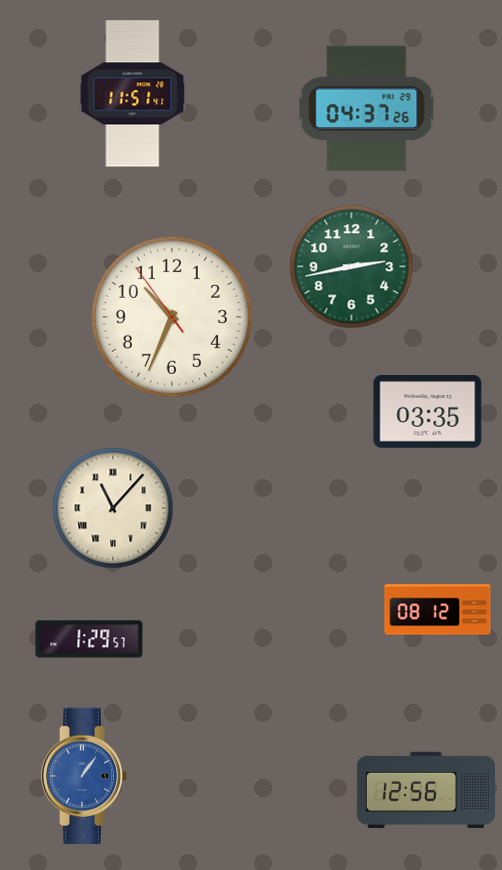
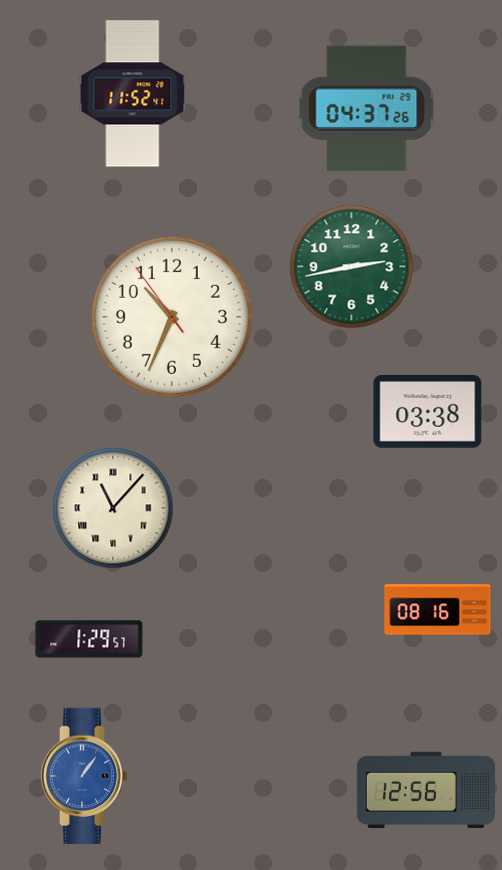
clock at (133, 94): 11:51 -> 11:52
clock at (428, 411): 03:35 -> 03:38
clock at (438, 610): 08:12 -> 08:16
